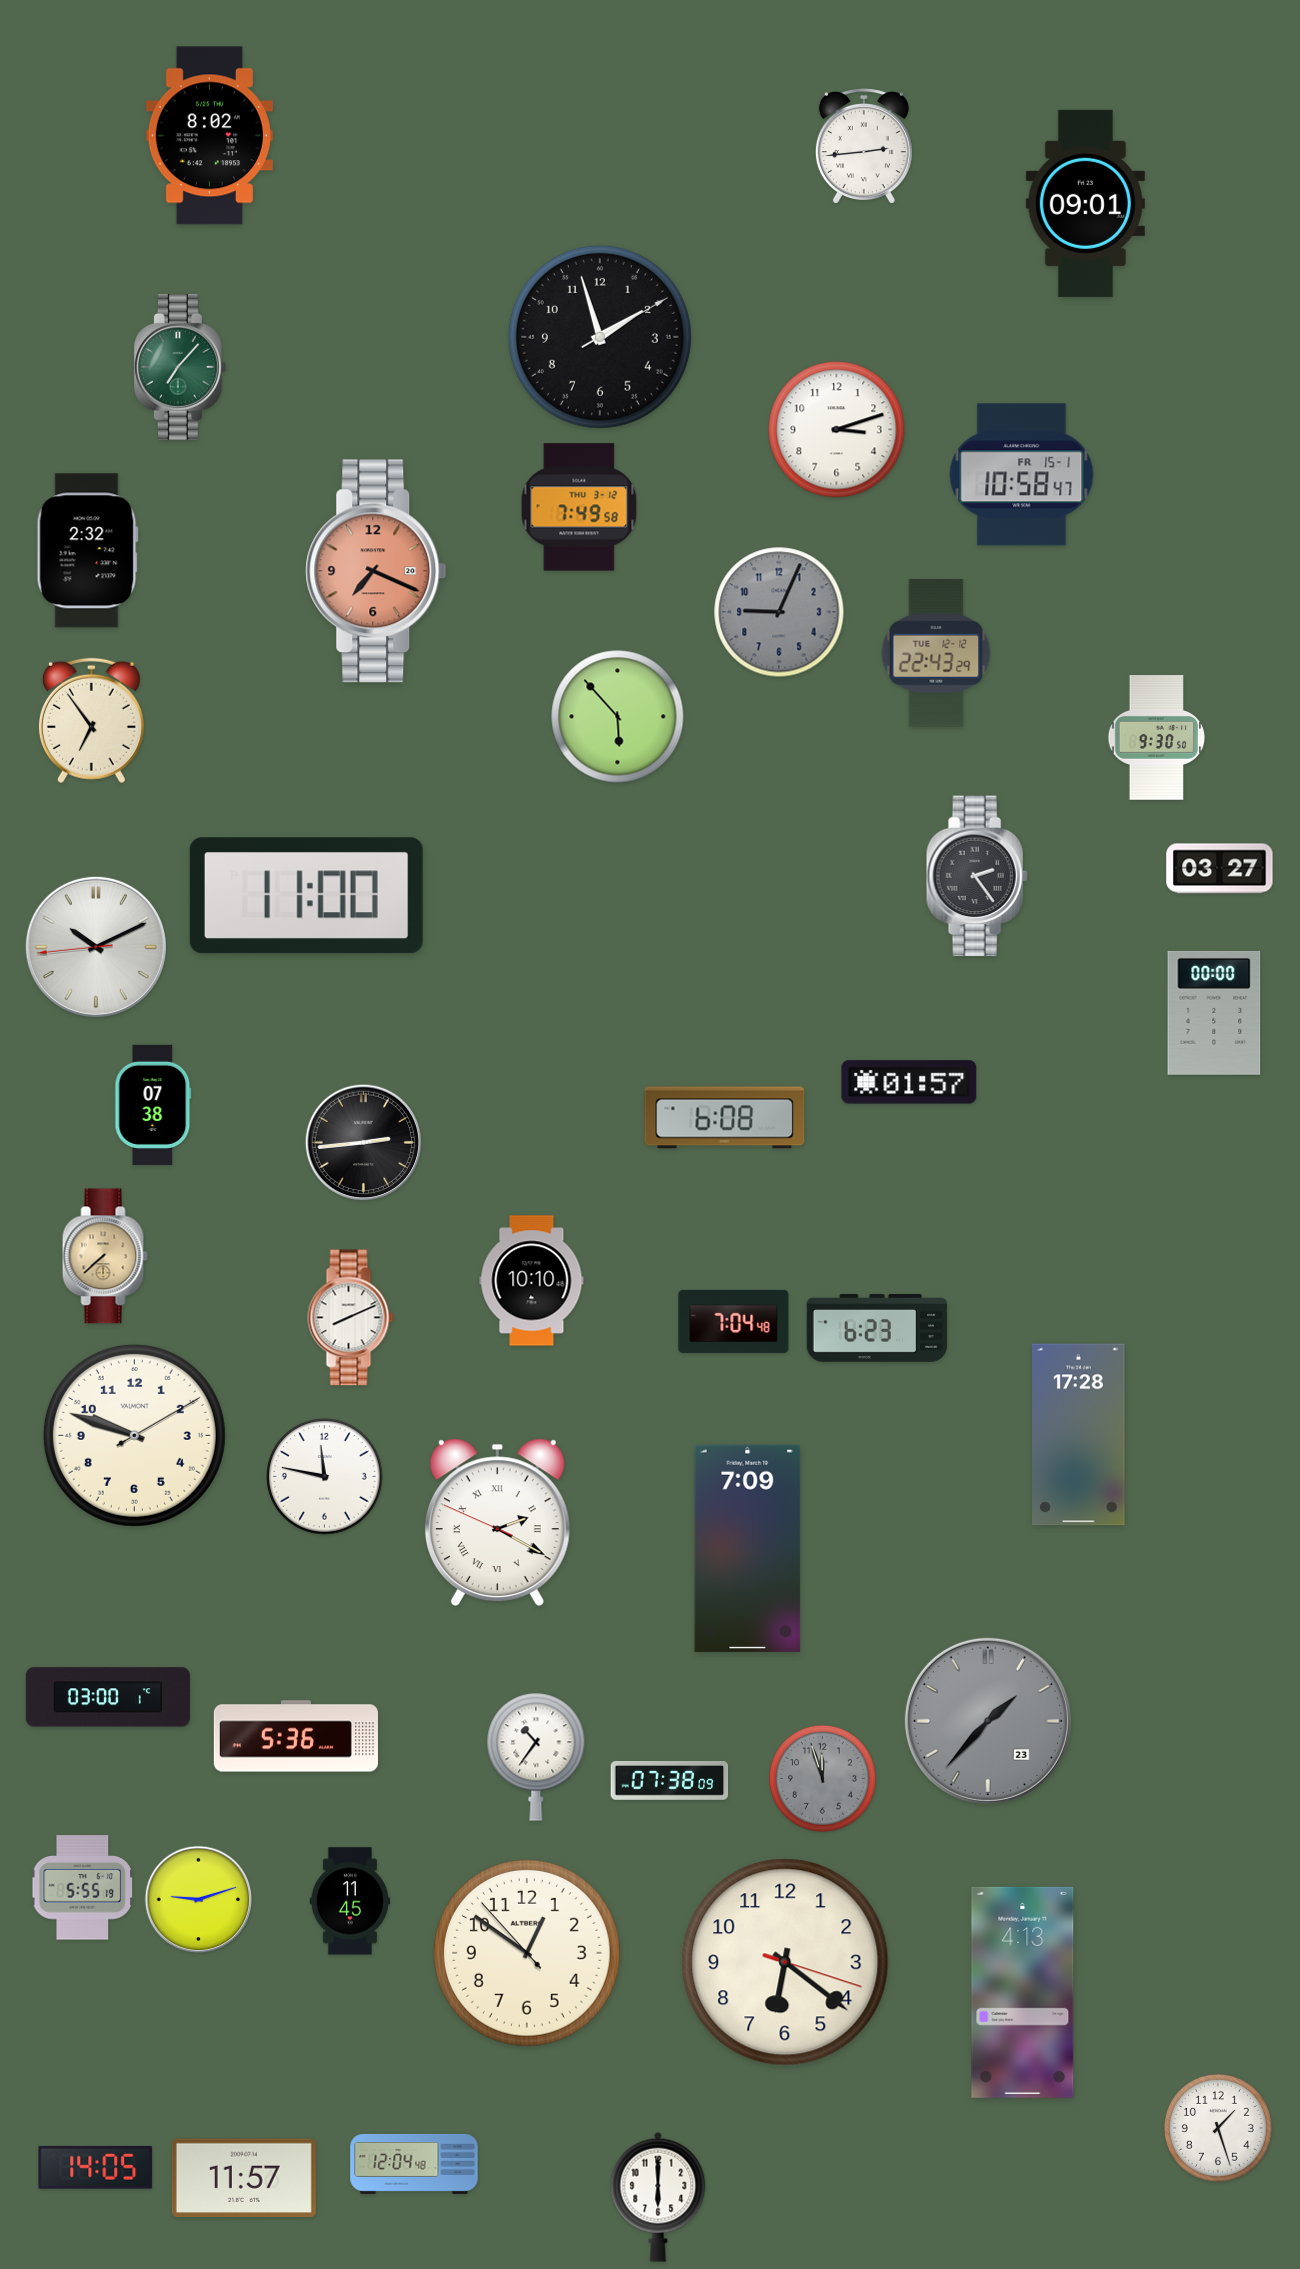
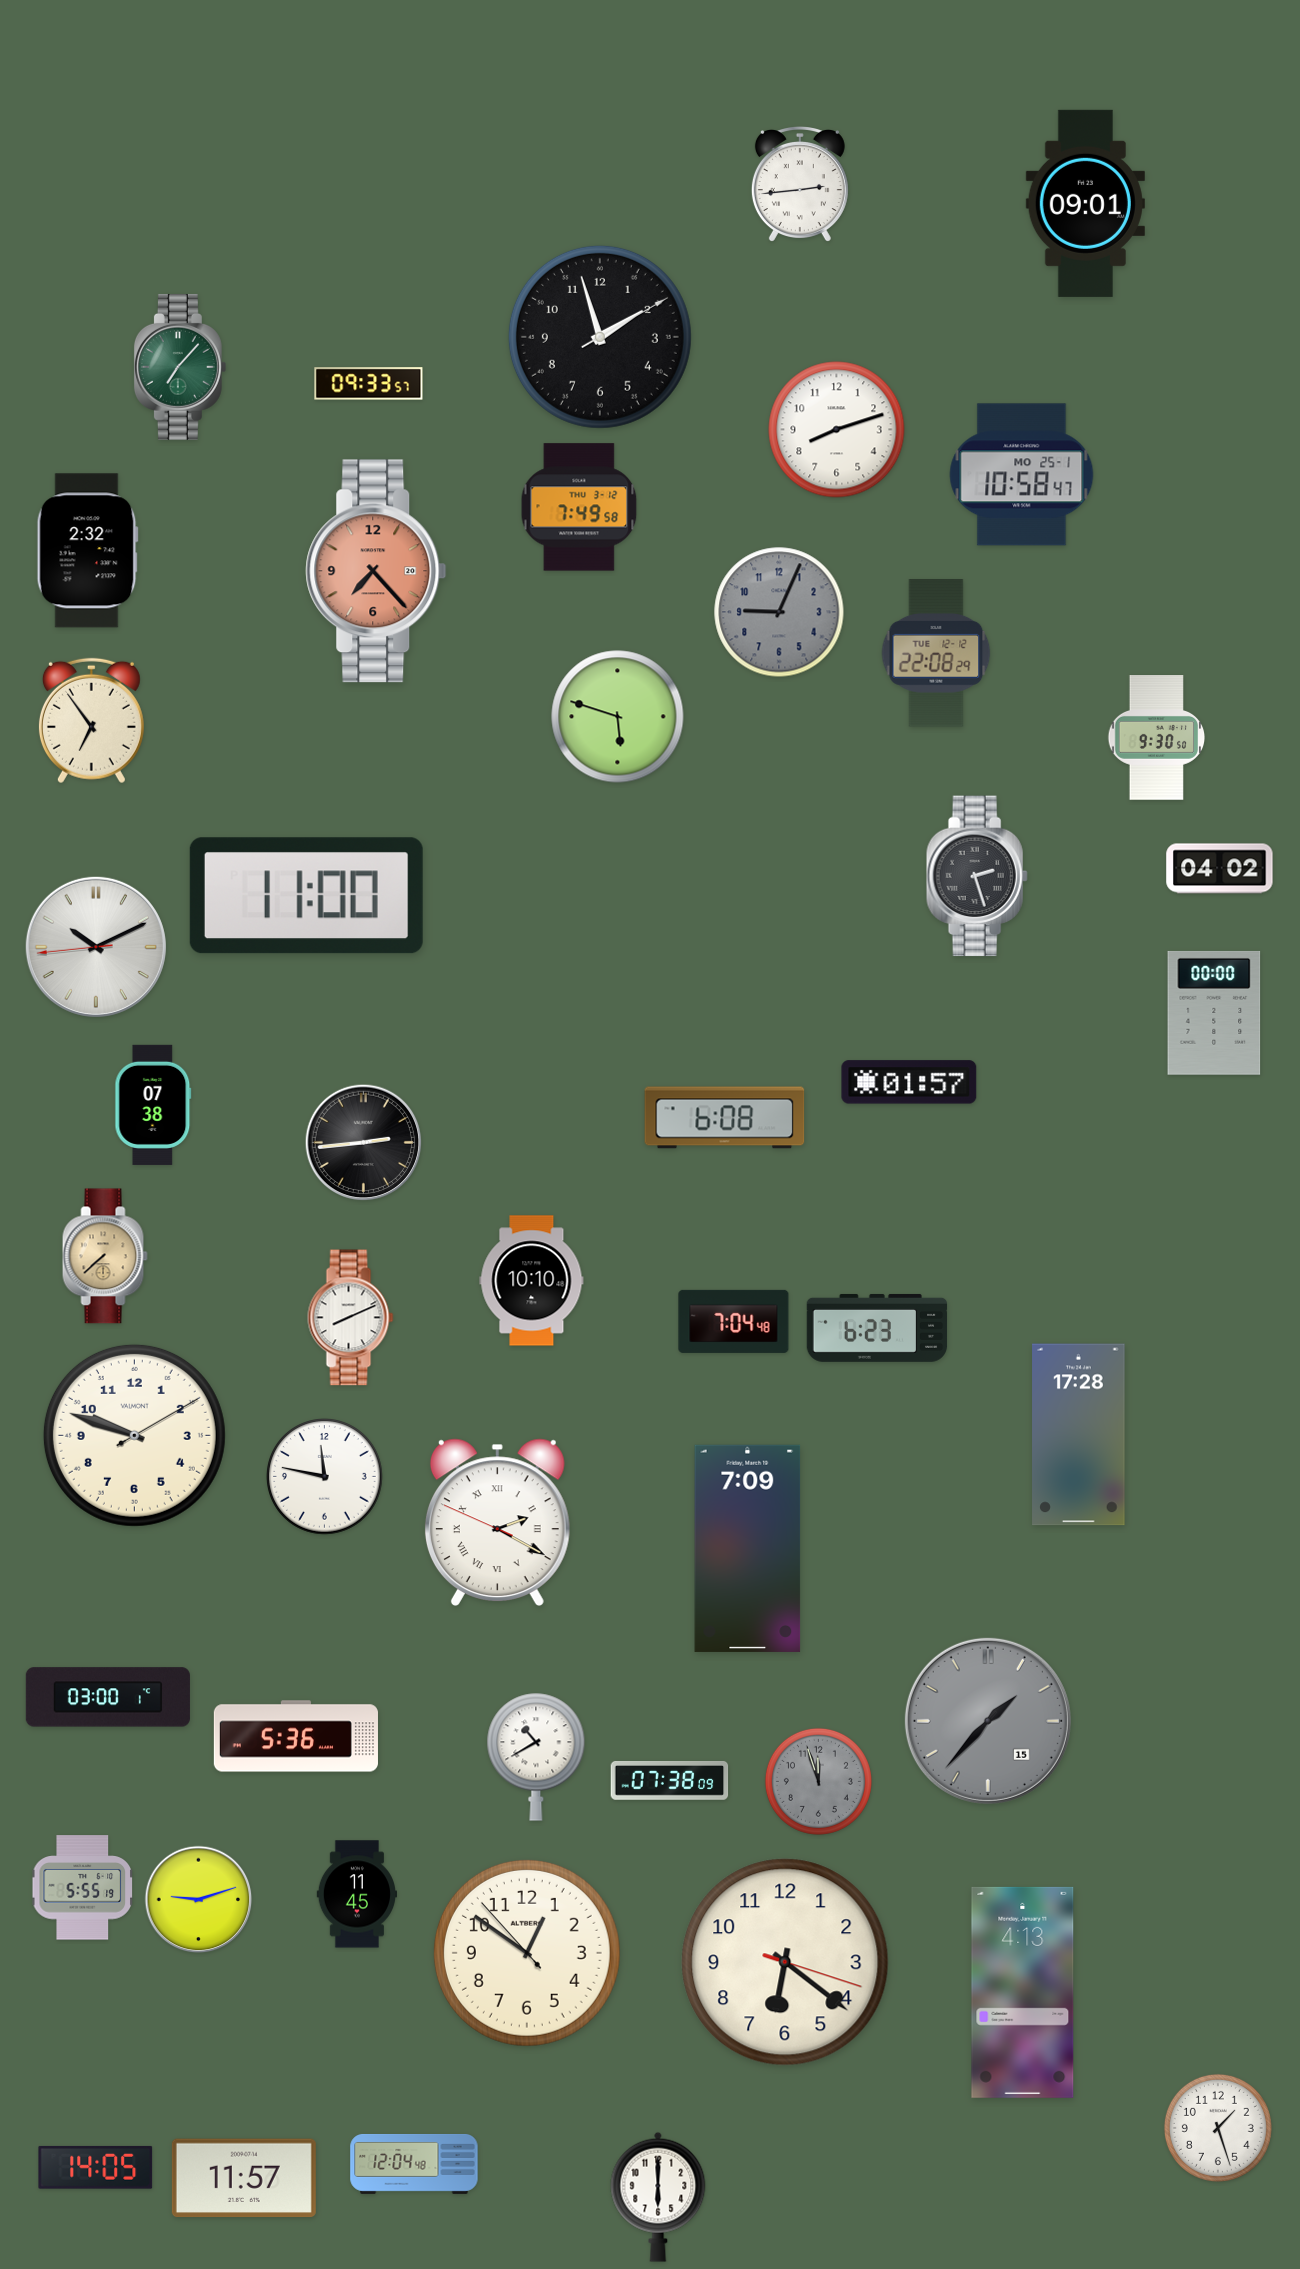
clock at (209, 136): 8:02 -> none
clock at (864, 146) position: (864, 146) -> (800, 184)
clock at (369, 384): none -> 09:33
clock at (837, 430): 3:12 -> 8:12
clock at (1022, 475) date: FR 15-1 -> MO 25-1
clock at (376, 571): 7:19 -> 7:23
clock at (936, 653): 22:43 -> 22:08
clock at (618, 717): 5:53 -> 5:48
clock at (1220, 869): 03:27 -> 04:02
clock at (977, 876): 2:24 -> 2:27
clock at (988, 1721) date: 23 -> 15
clock at (536, 1757): 10:36 -> 10:40
clock at (822, 1778) position: (822, 1778) -> (818, 1781)
clock at (350, 1901) position: (350, 1901) -> (357, 1894)
